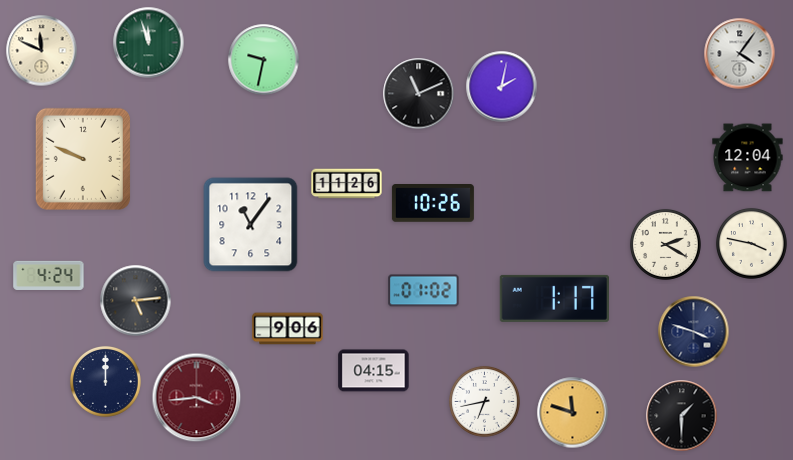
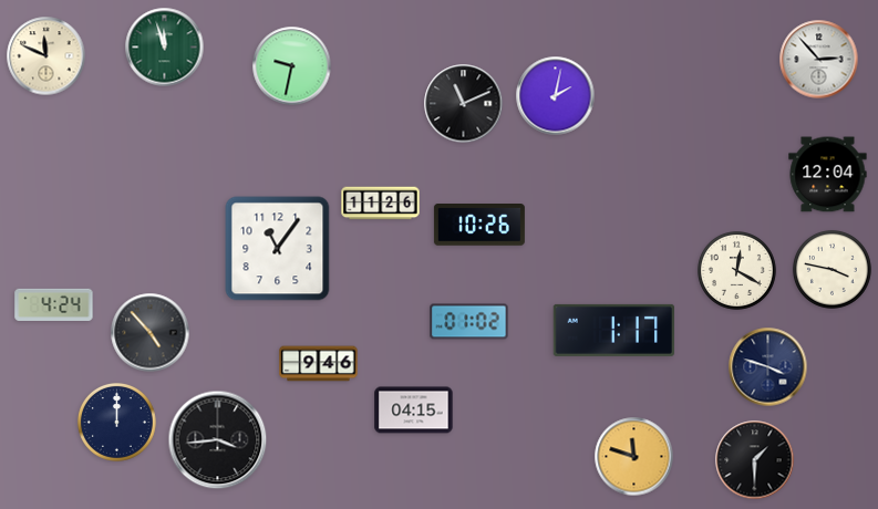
clock at (740, 54): 4:06 -> 2:53
clock at (83, 159): 9:49 -> none
clock at (347, 184) position: (347, 184) -> (381, 204)
clock at (666, 245): 2:20 -> 12:20
clock at (136, 301): 5:14 -> 4:53
clock at (288, 329): 9:06 -> 9:46
clock at (197, 398) dial: burgundy -> black
clock at (485, 402): 6:43 -> none
